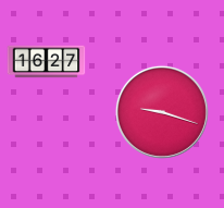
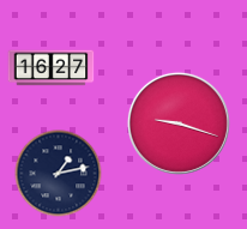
clock at (59, 174): none -> 1:13
